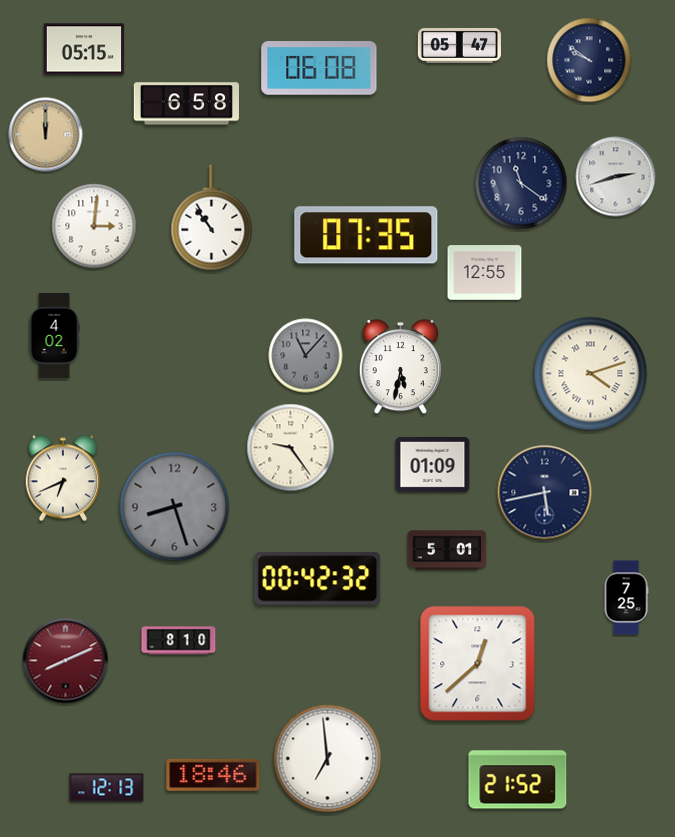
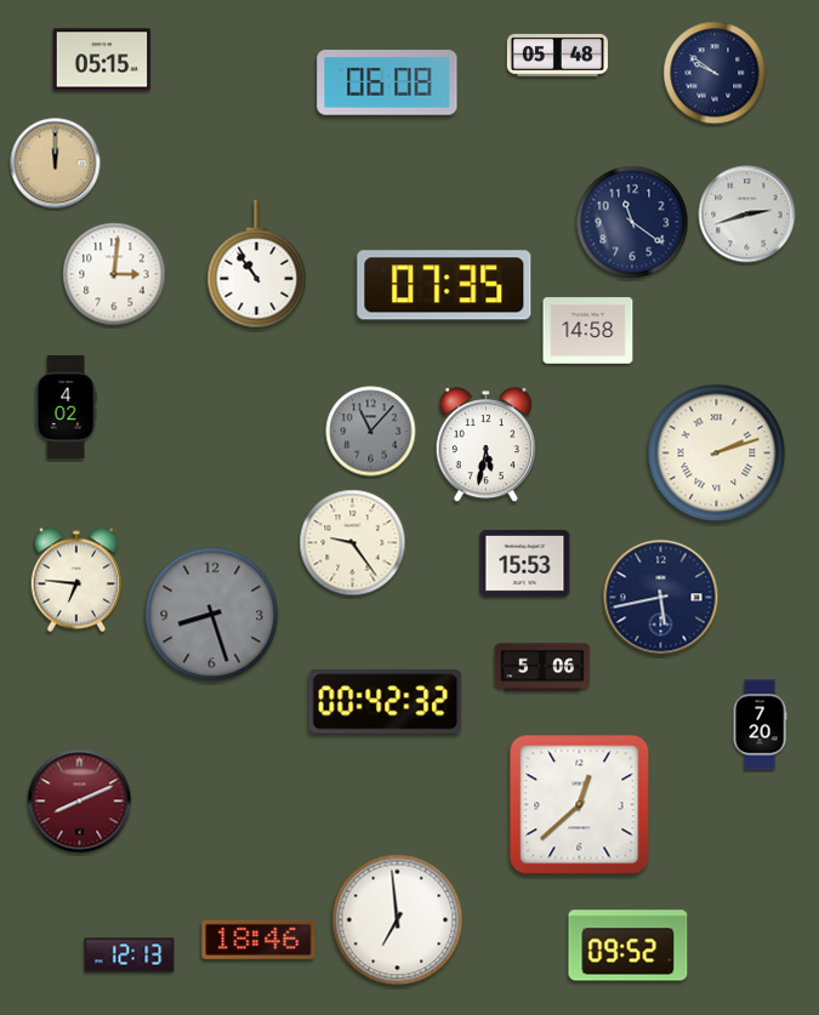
clock at (459, 45): 05:47 -> 05:48
clock at (186, 104): 6:58 -> none
clock at (485, 273): 12:55 -> 14:58
clock at (591, 374): 4:12 -> 2:12
clock at (433, 464): 01:09 -> 15:53
clock at (63, 478): 6:41 -> 6:46
clock at (447, 550): 5:01 -> 5:06
clock at (626, 598): 7:25 -> 7:20
clock at (179, 641): 8:10 -> none
clock at (518, 780): 21:52 -> 09:52
